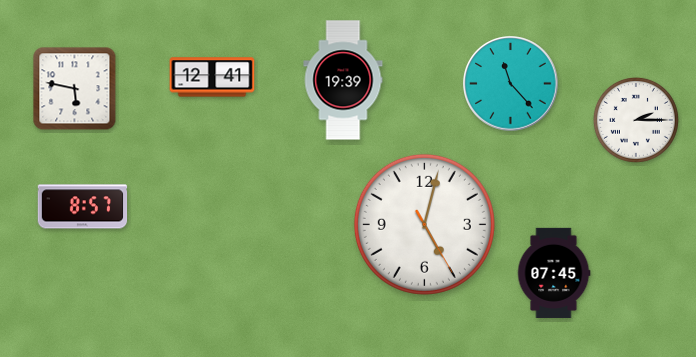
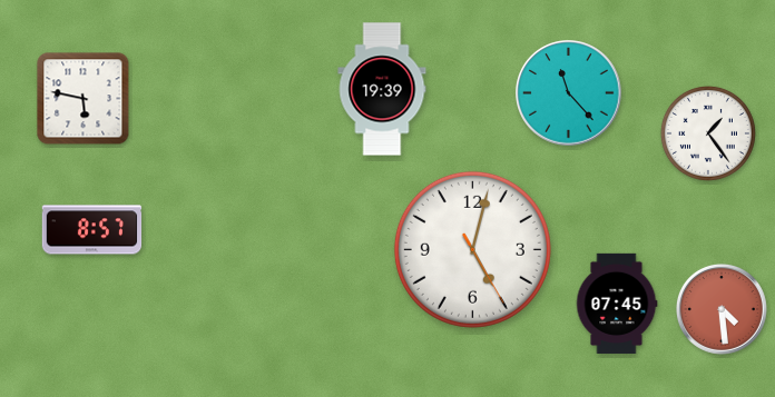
clock at (212, 77): 12:41 -> none
clock at (636, 120): 2:15 -> 1:24
clock at (722, 309): none -> 4:29
